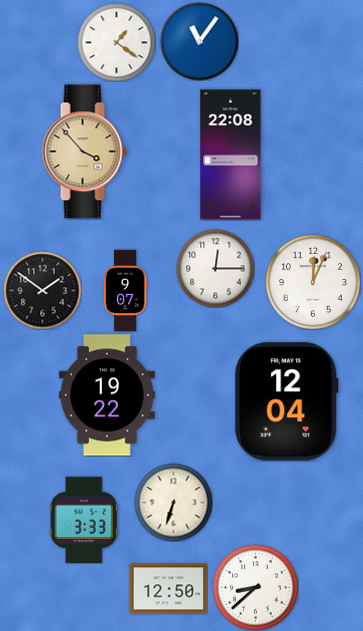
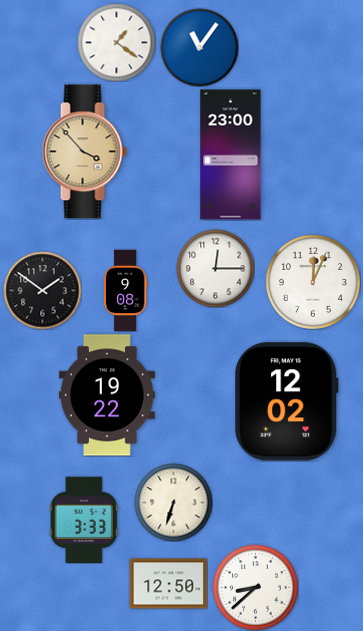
clock at (199, 41) position: (199, 41) -> (199, 47)
clock at (231, 155): 22:08 -> 23:00
clock at (125, 290): 9:07 -> 9:08
clock at (286, 402): 12:04 -> 12:02
clock at (168, 589) position: (168, 589) -> (168, 584)
